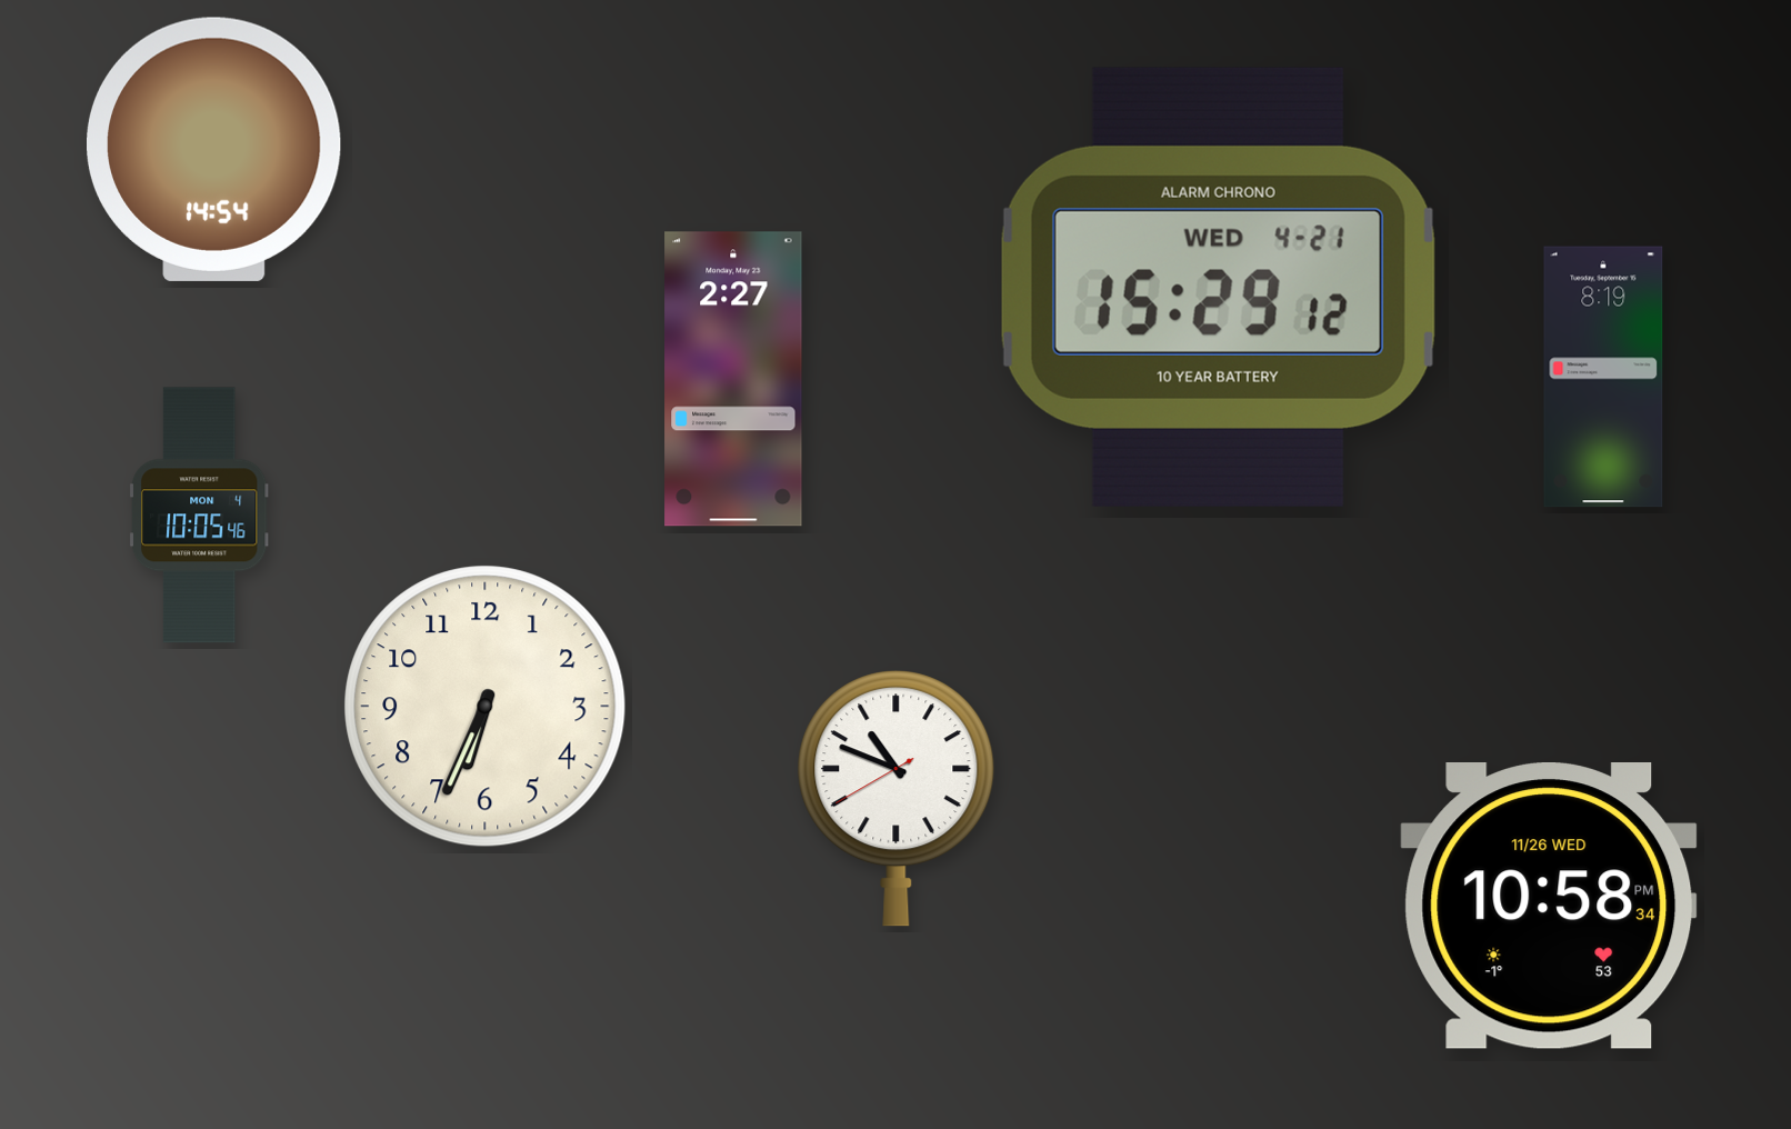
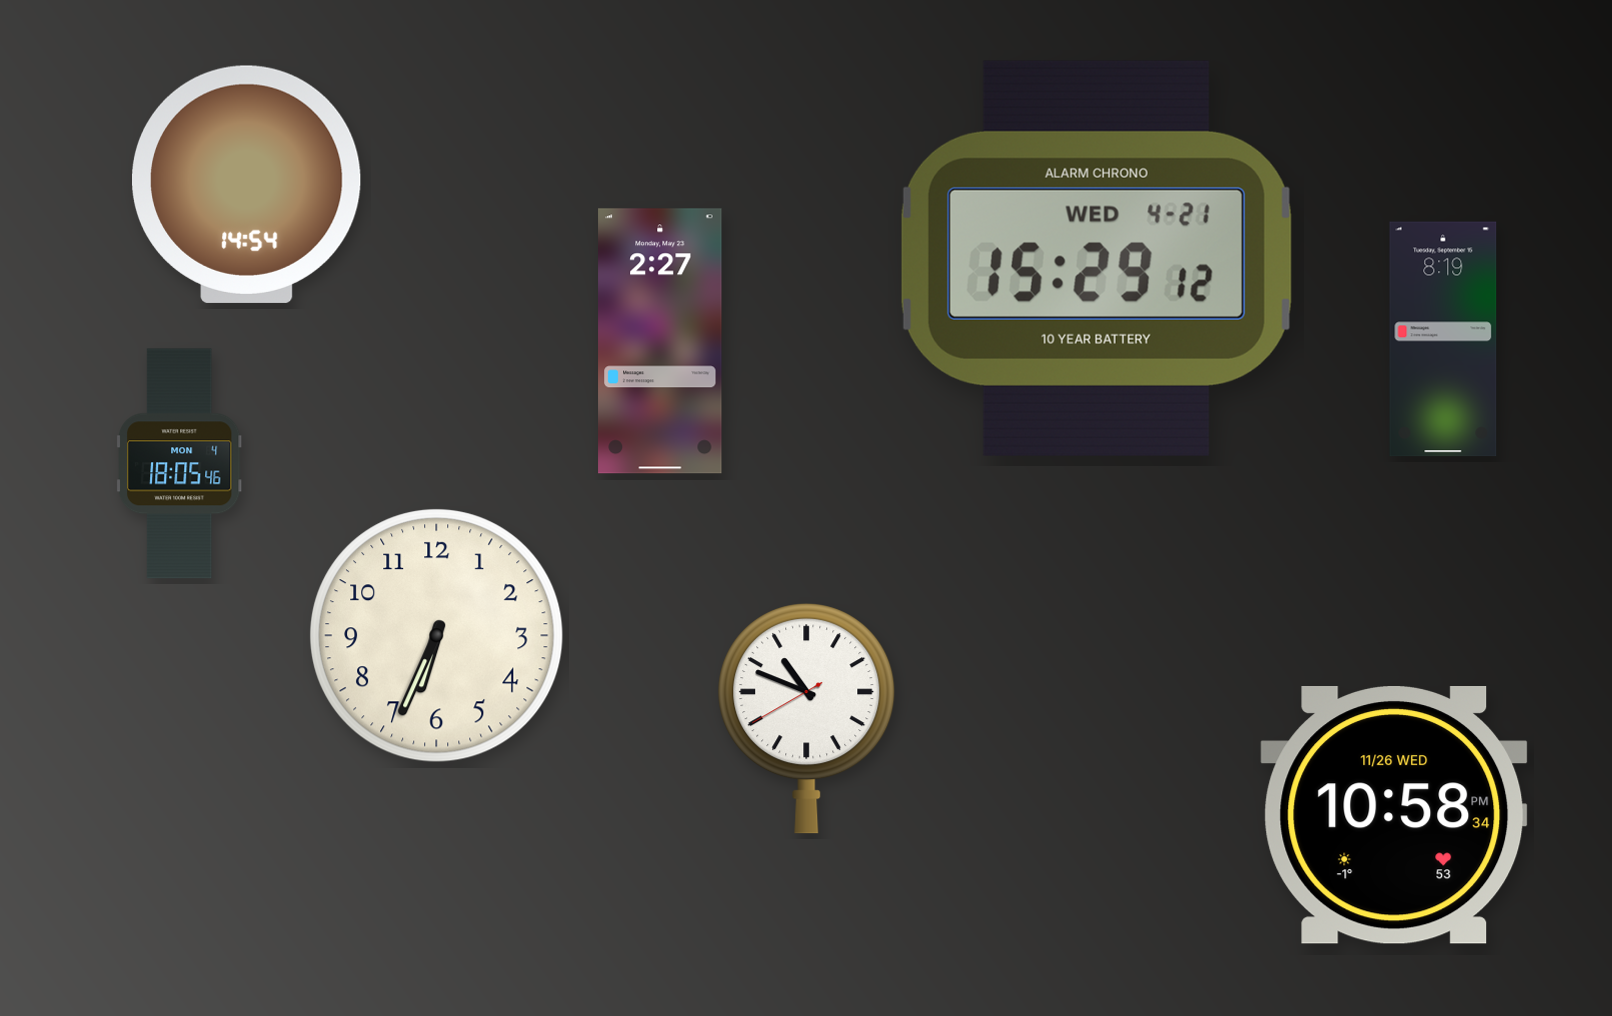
clock at (214, 149) position: (214, 149) -> (247, 184)
clock at (199, 516): 10:05 -> 18:05
